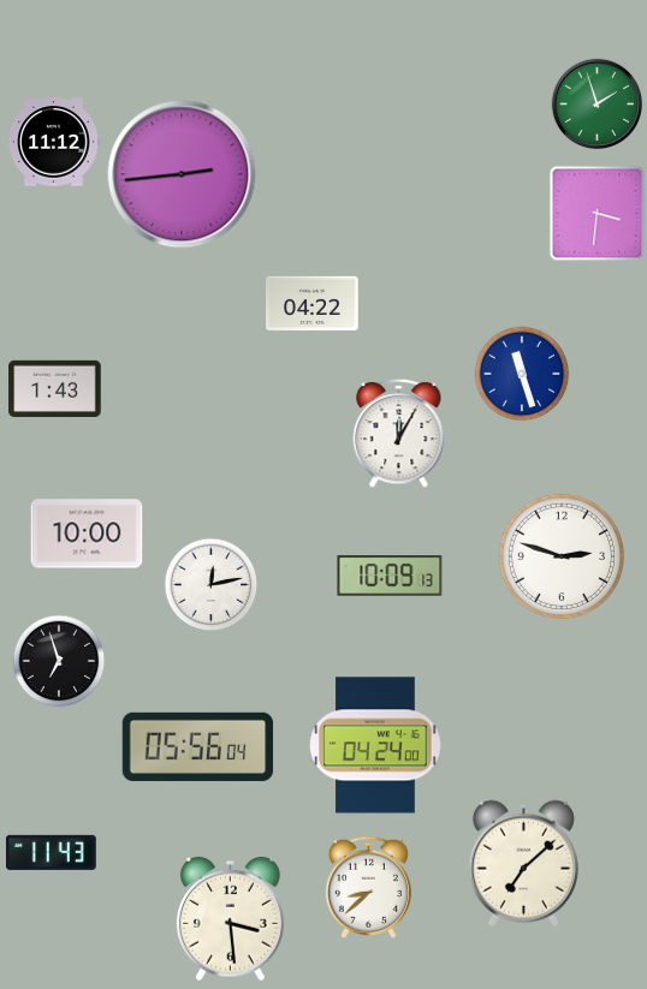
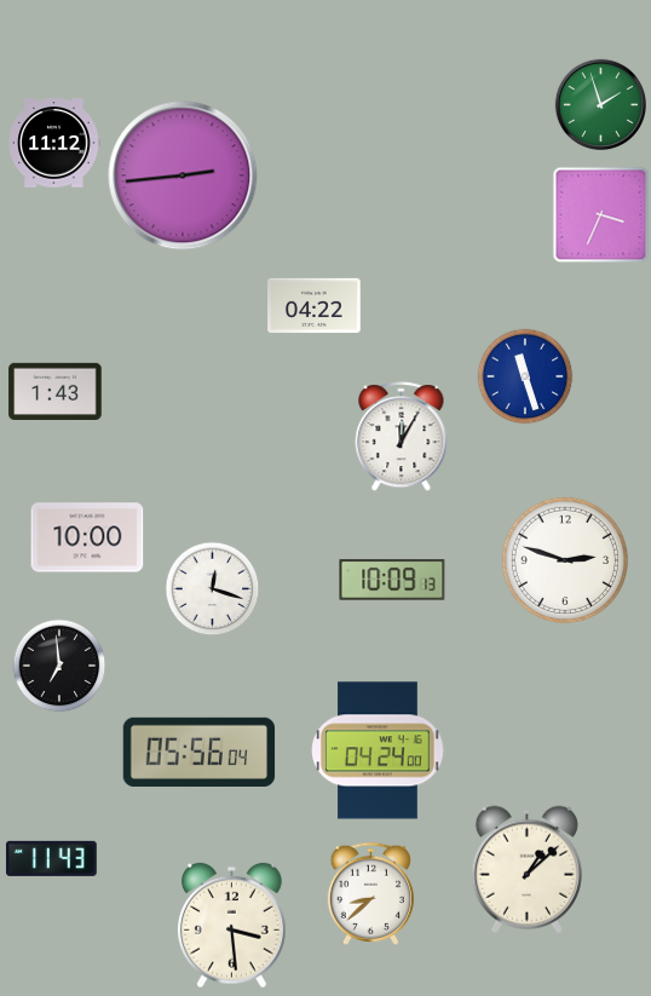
clock at (598, 214): 3:31 -> 3:34
clock at (212, 585): 12:13 -> 12:18
clock at (59, 661): 6:57 -> 6:59
clock at (523, 863): 7:08 -> 1:08
